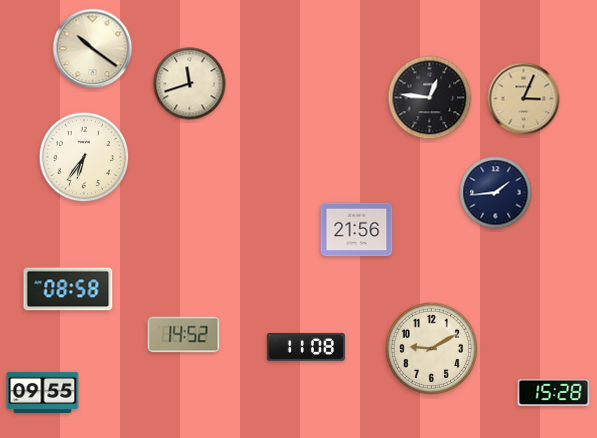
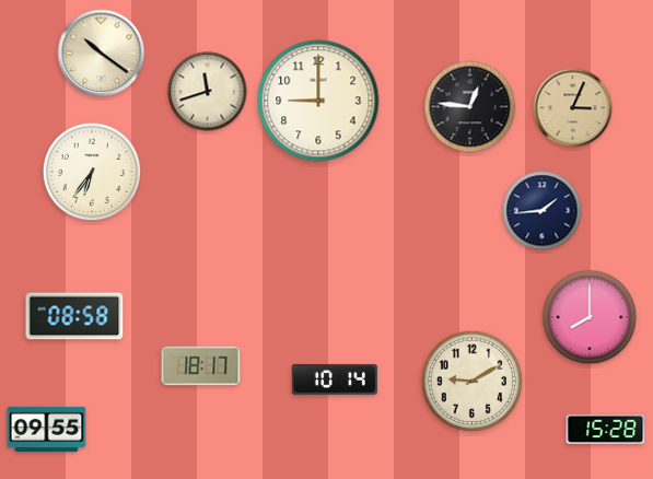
clock at (318, 101): none -> 9:00
clock at (357, 230): 21:56 -> none
clock at (590, 317): none -> 8:00
clock at (184, 335): 14:52 -> 18:17
clock at (306, 347): 11:08 -> 10:14
